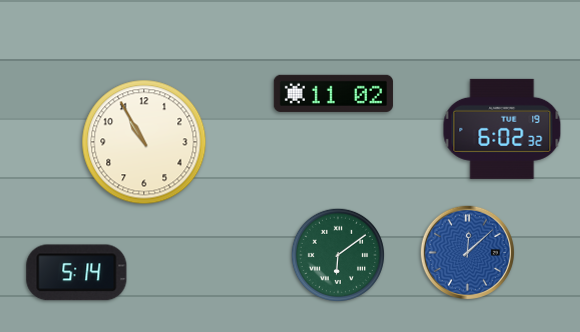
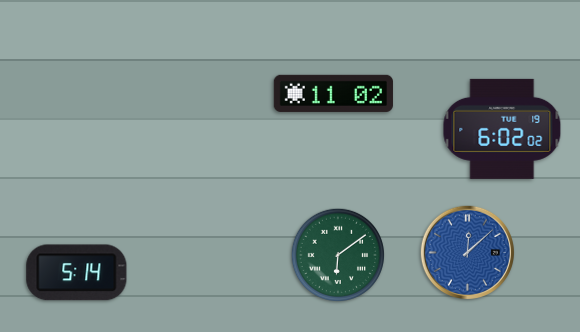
clock at (502, 129): 6:02:32 -> 6:02:02
clock at (144, 142): 10:55 -> none
